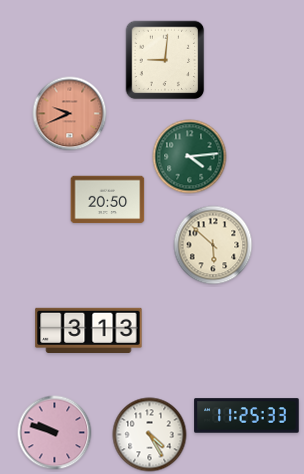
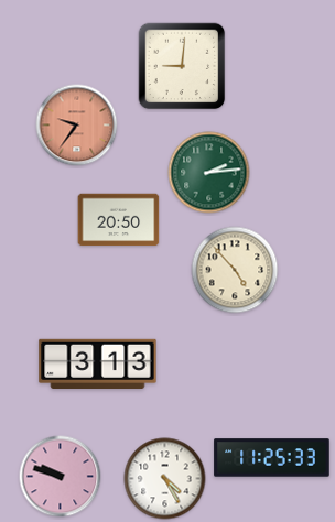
clock at (70, 114): 9:41 -> 9:36
clock at (190, 157): 4:14 -> 2:14
clock at (213, 245): 5:52 -> 4:53
